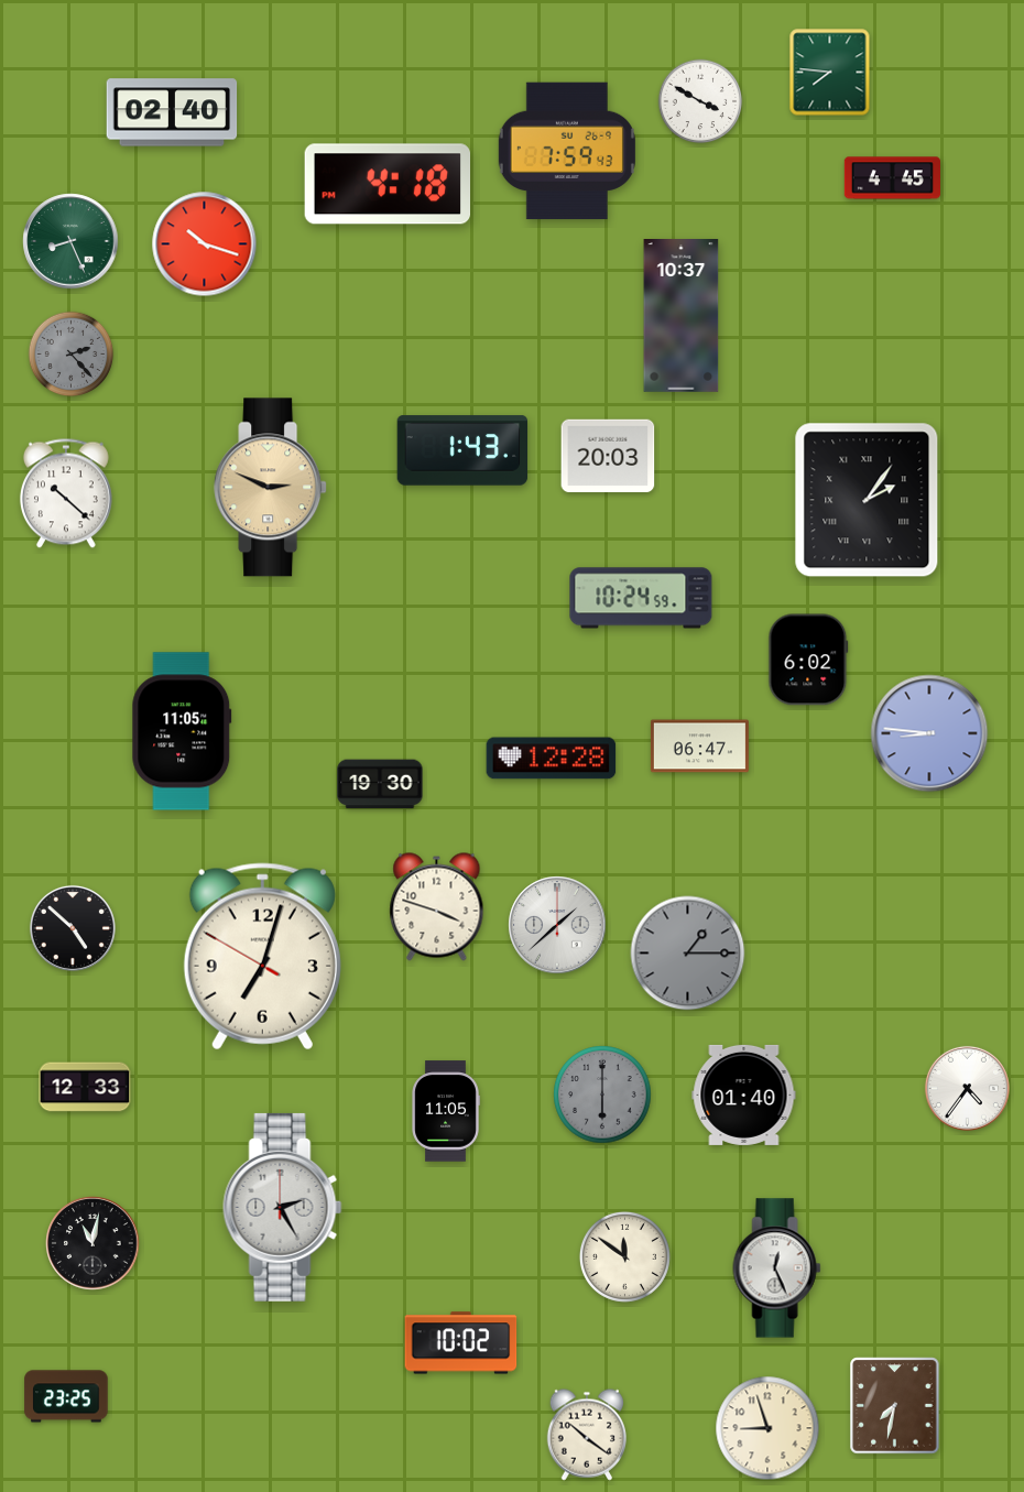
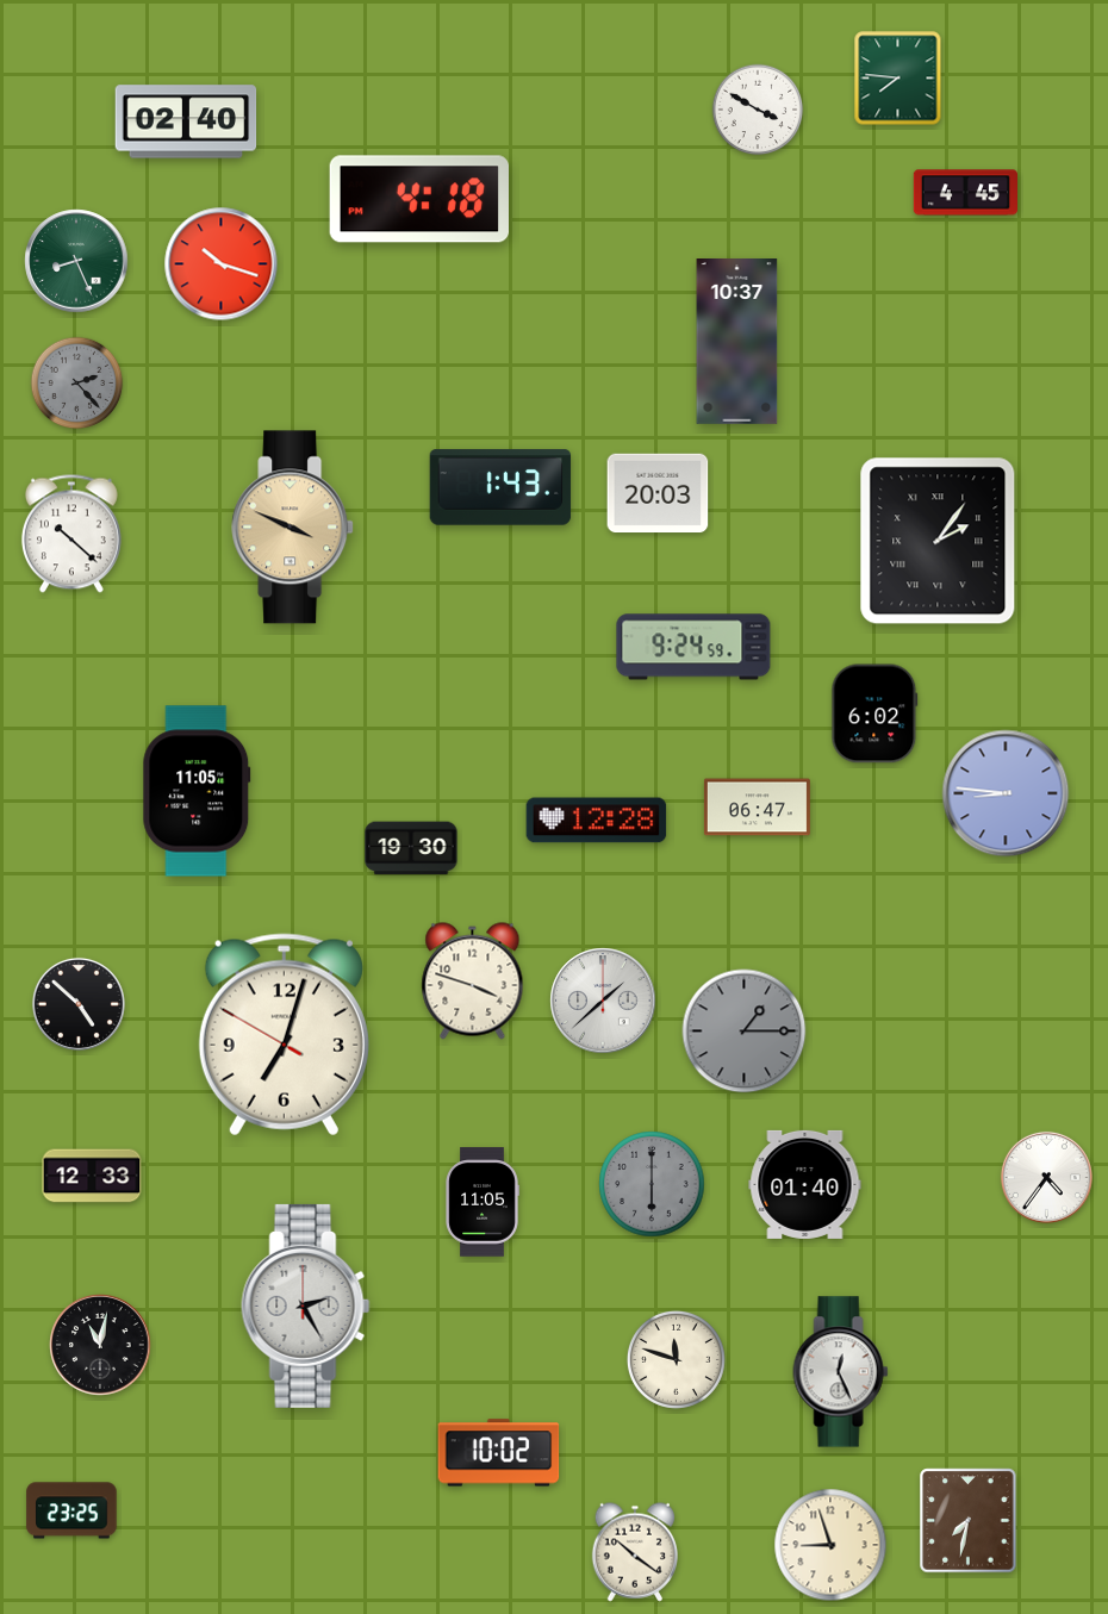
clock at (567, 151): 7:59 -> none
clock at (271, 488): 2:49 -> 3:49
clock at (641, 598): 10:24 -> 9:24
clock at (624, 1256): 11:51 -> 11:48
